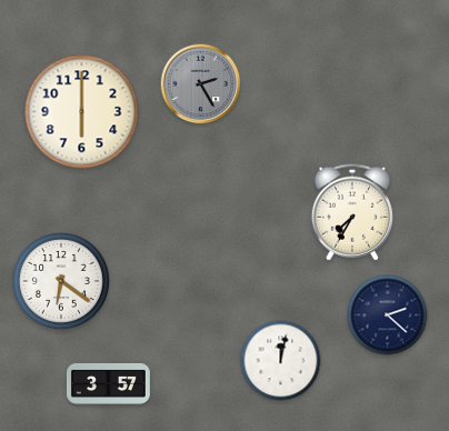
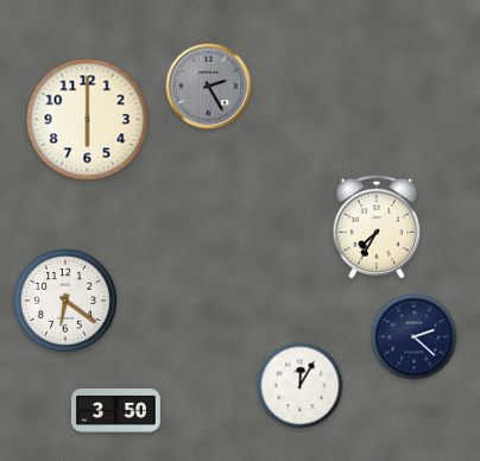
clock at (201, 84) position: (201, 84) -> (209, 87)
clock at (281, 361): 12:02 -> 12:05
clock at (108, 383): 3:57 -> 3:50
